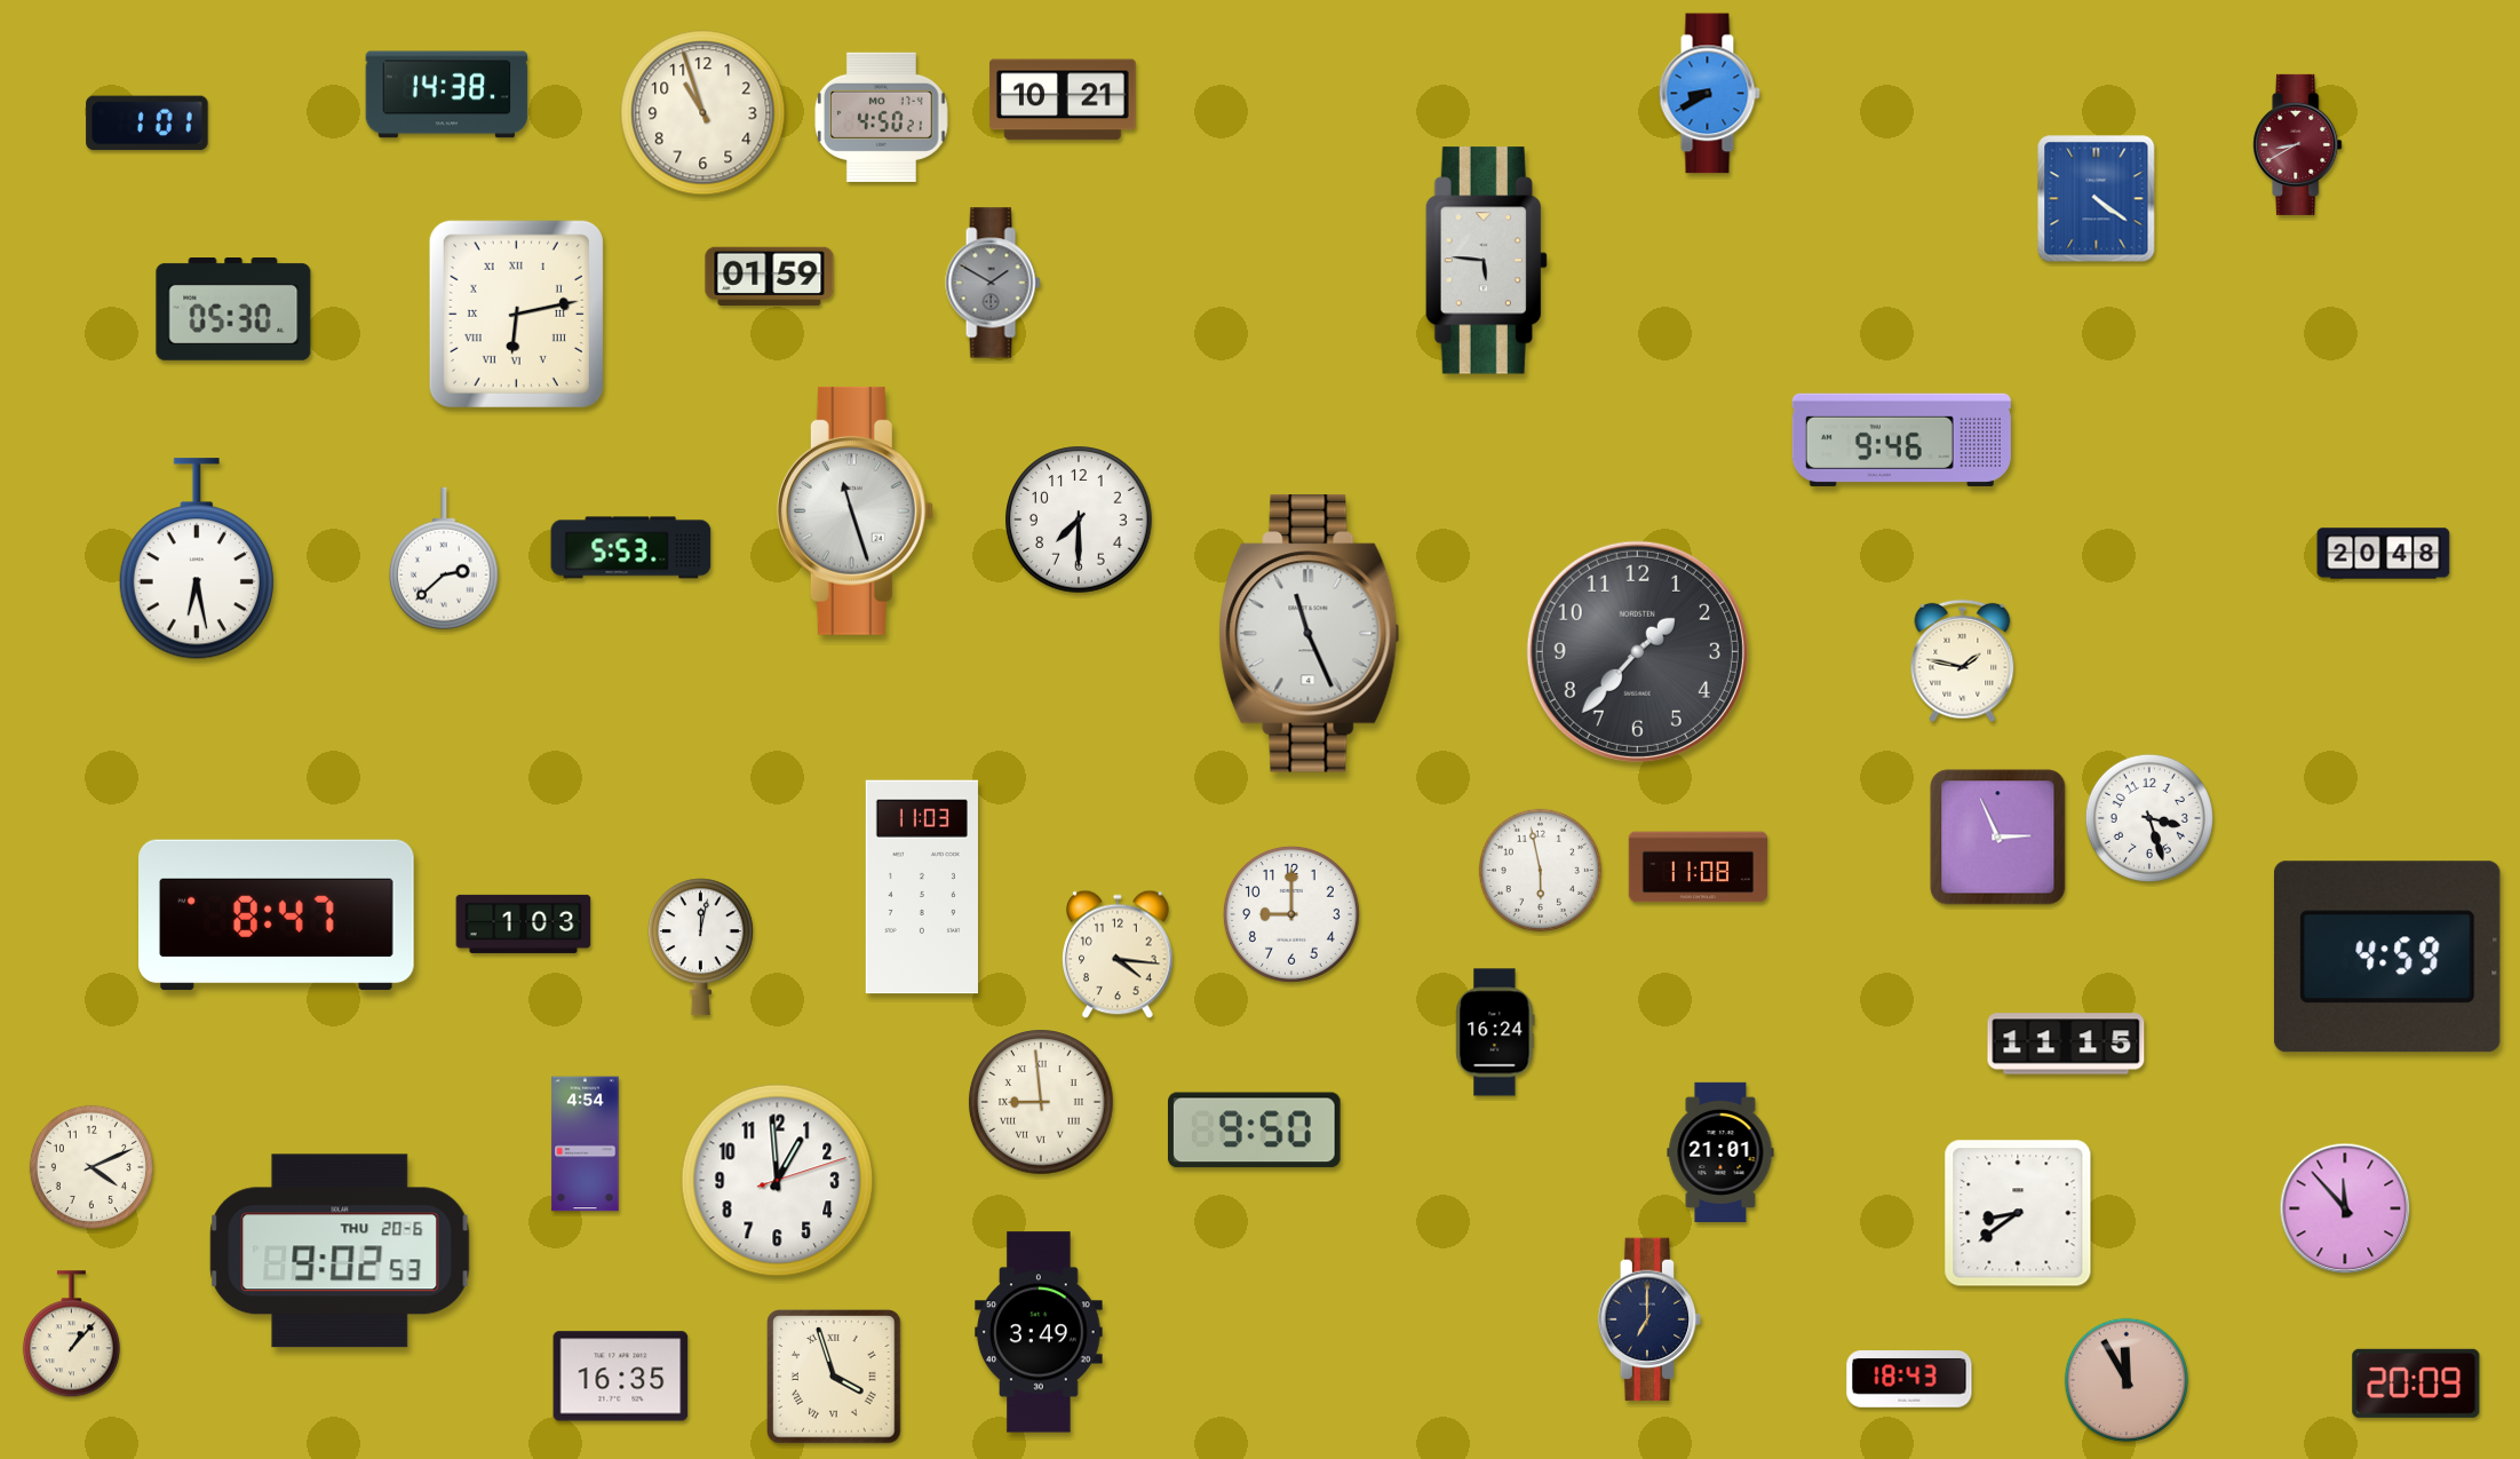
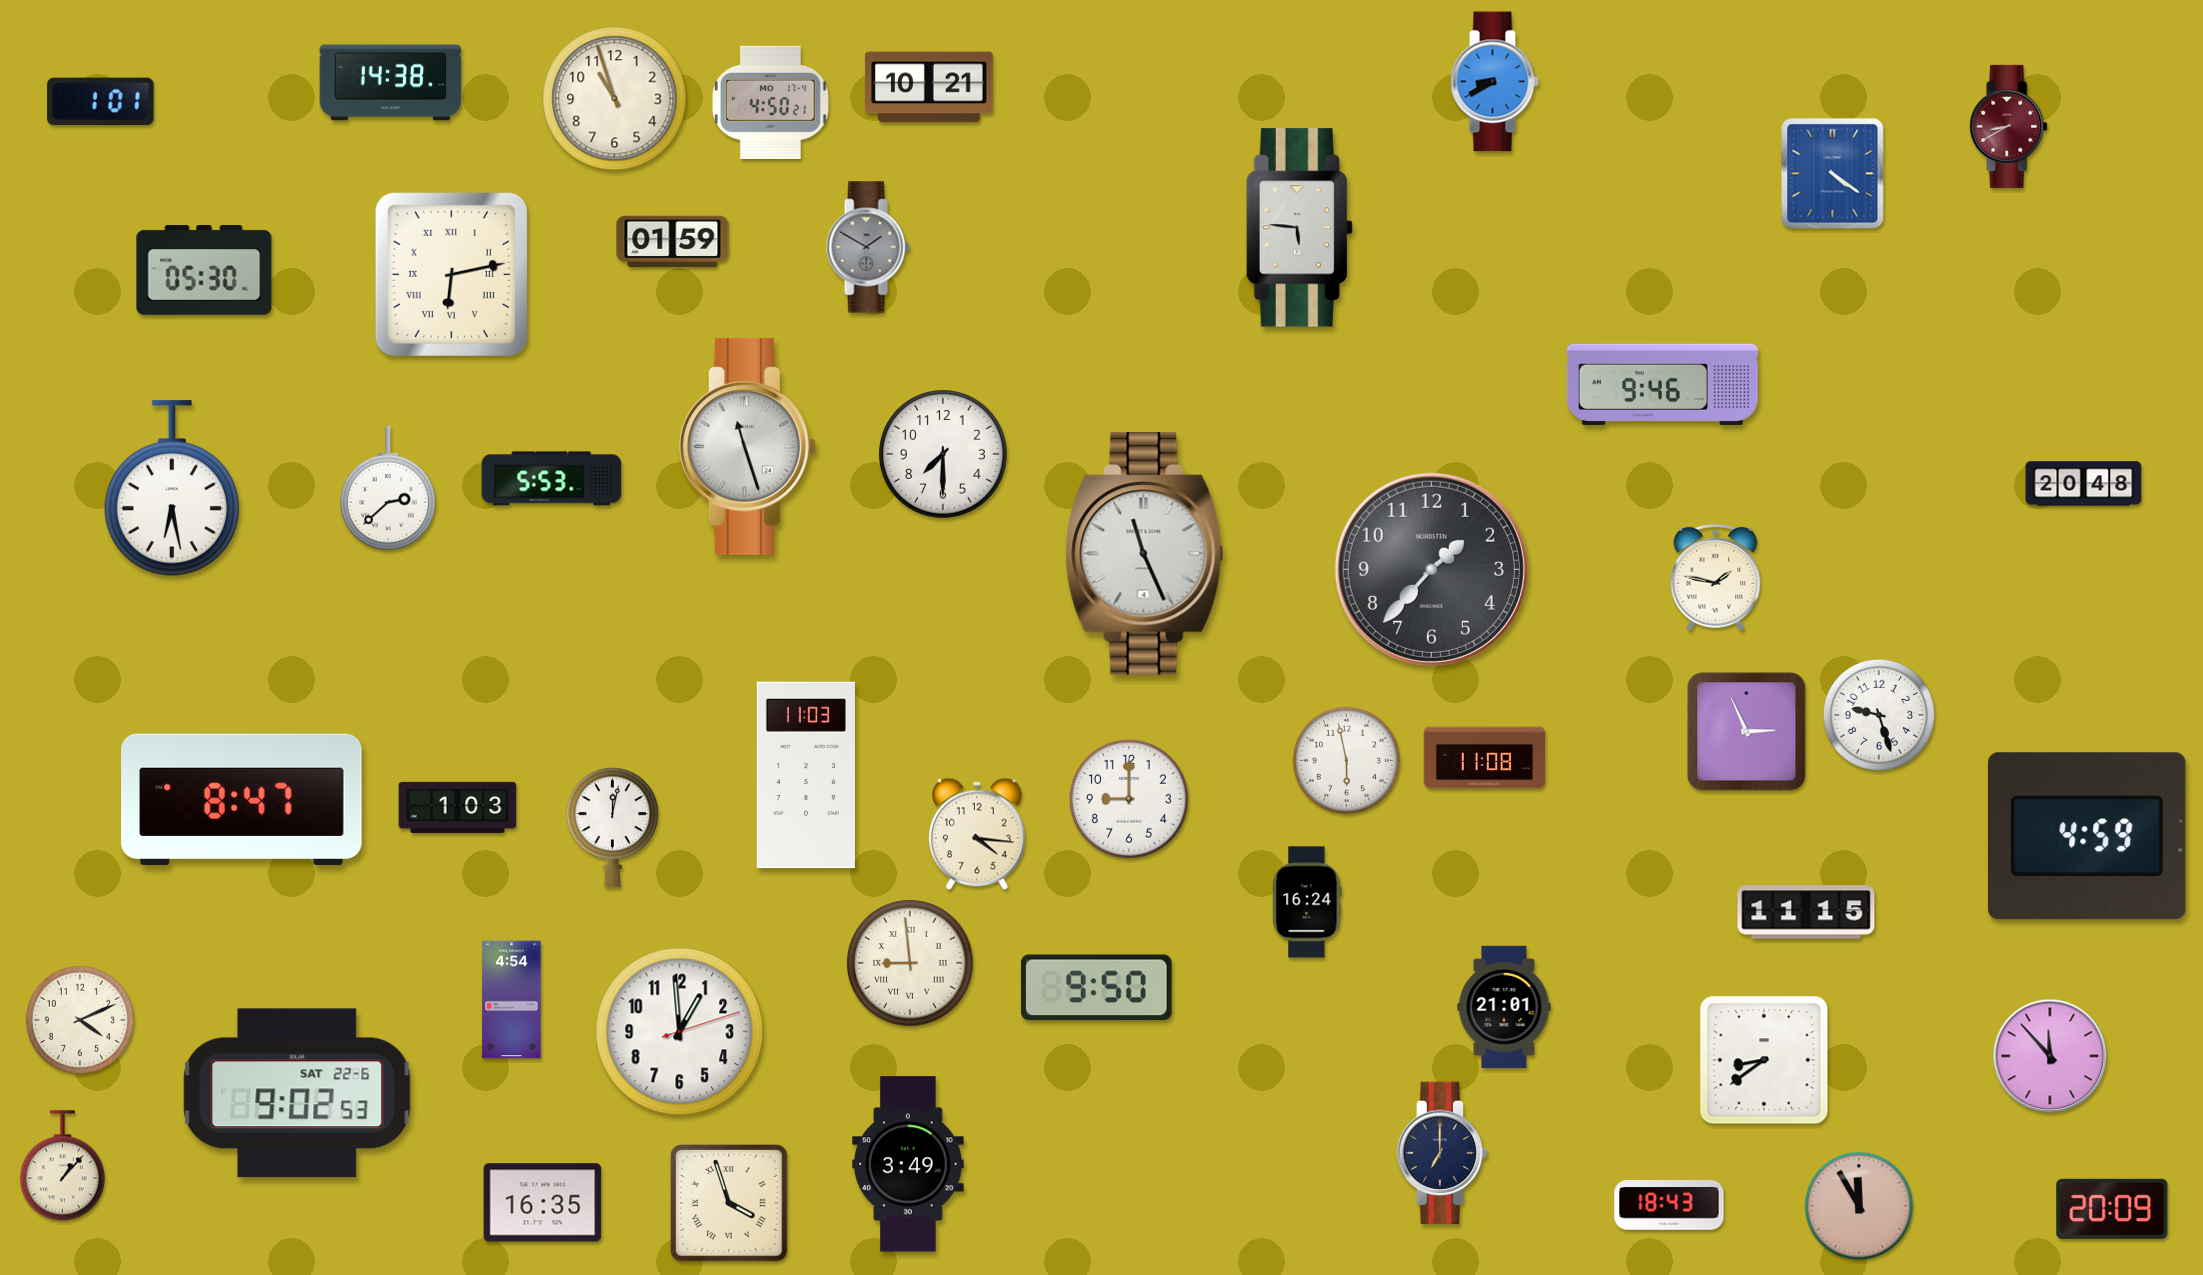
clock at (148, 124) position: (148, 124) -> (101, 102)
clock at (2149, 818): 3:27 -> 9:27
clock at (340, 1251) date: THU 20-6 -> SAT 22-6
